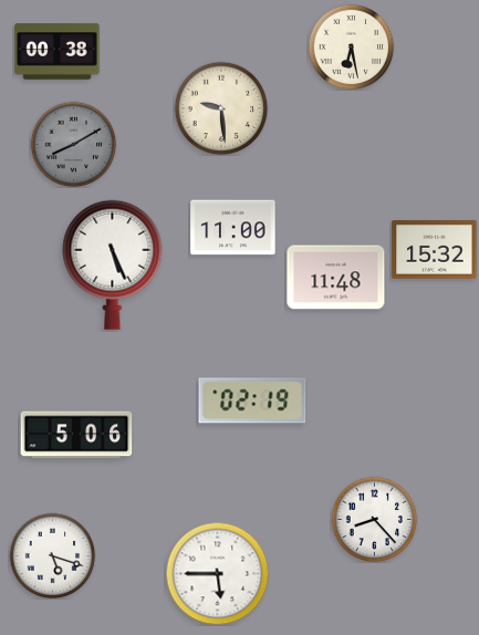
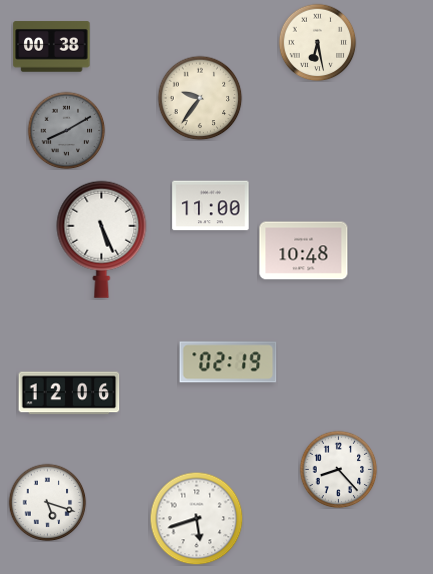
clock at (221, 108): 9:29 -> 9:36
clock at (435, 250): 15:32 -> none
clock at (336, 278): 11:48 -> 10:48
clock at (76, 435): 5:06 -> 12:06
clock at (217, 573): 5:45 -> 5:42
